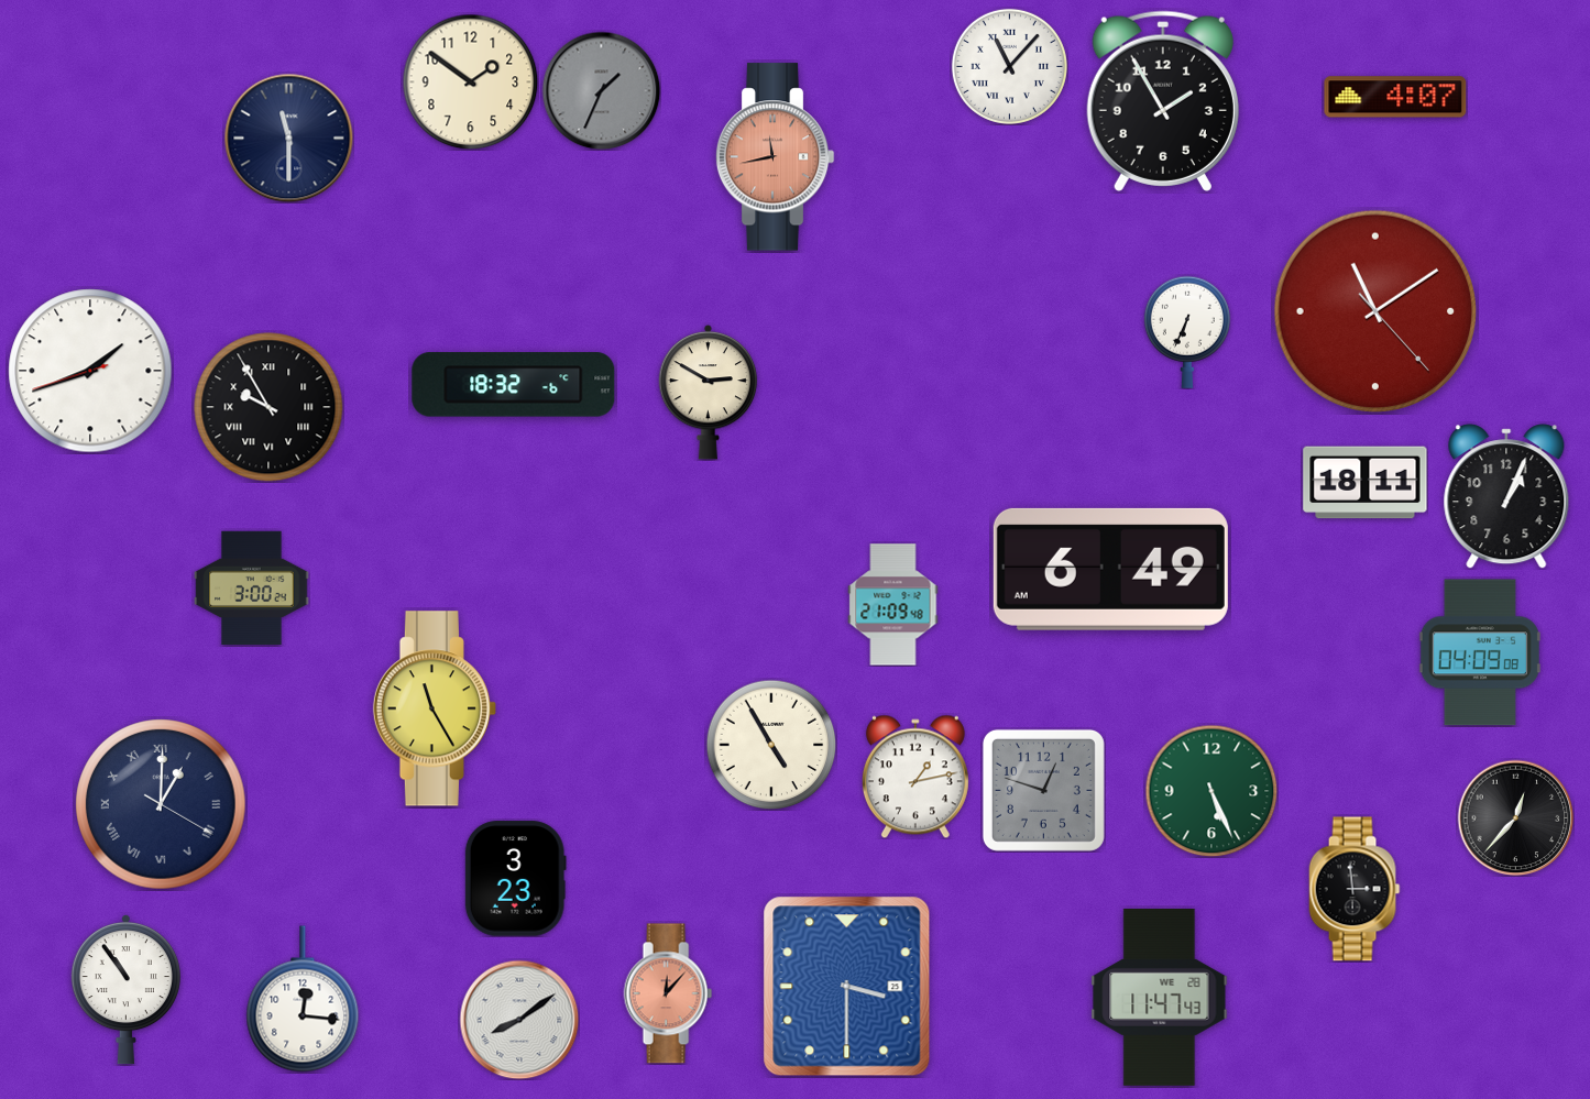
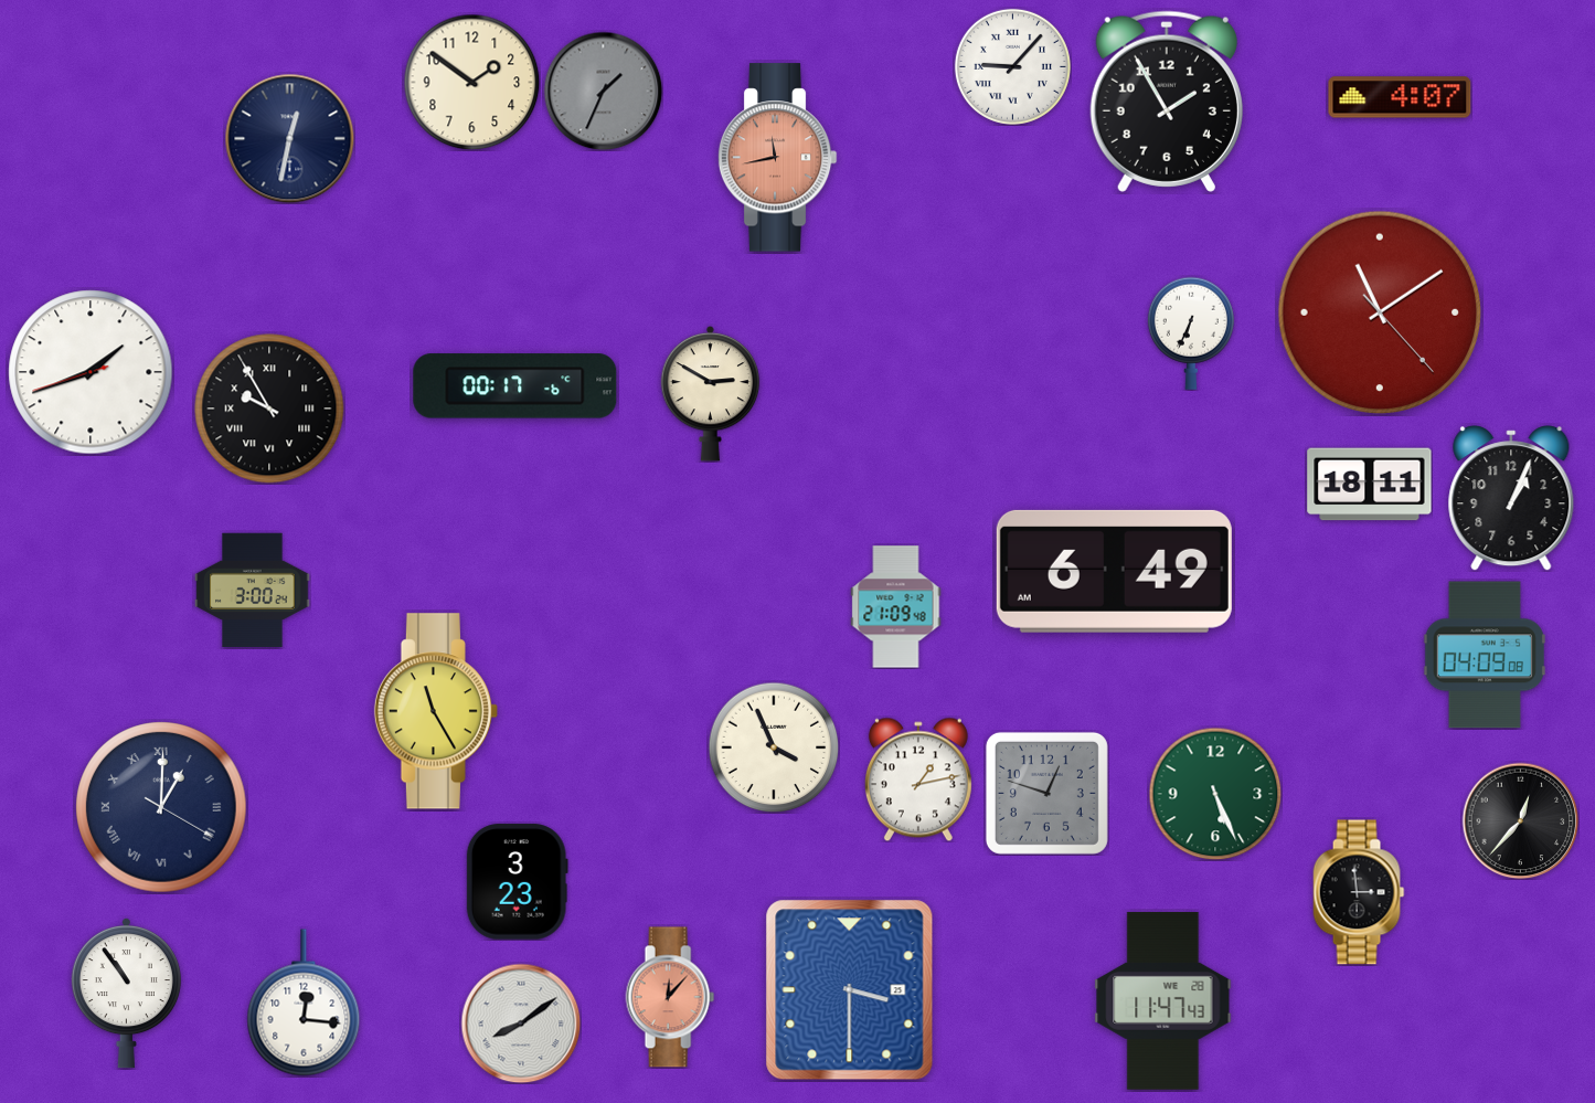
clock at (1009, 66): 11:07 -> 9:07
clock at (288, 138): 11:30 -> 12:32
clock at (514, 385): 18:32 -> 00:17
clock at (771, 745): 4:55 -> 3:56
